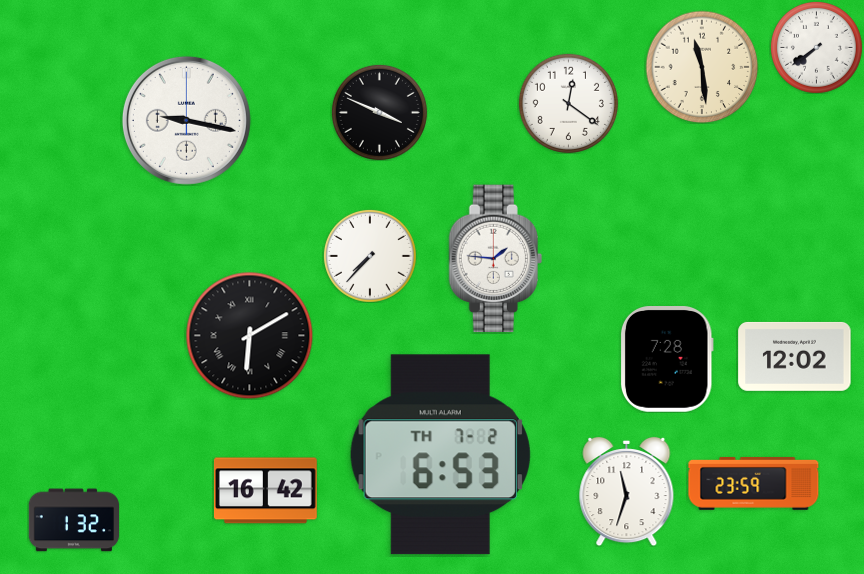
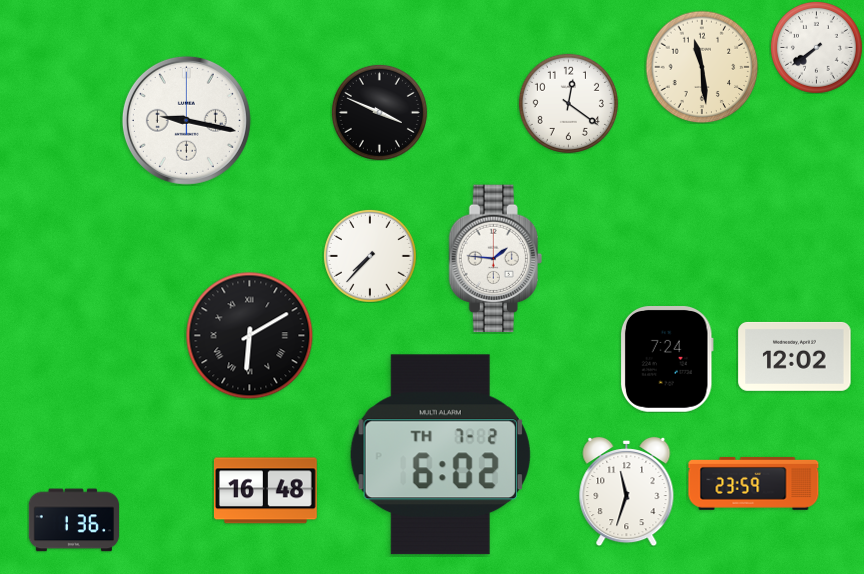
clock at (667, 360): 7:28 -> 7:24
clock at (440, 455): 6:53 -> 6:02
clock at (265, 491): 16:42 -> 16:48
clock at (73, 520): 1:32 -> 1:36
